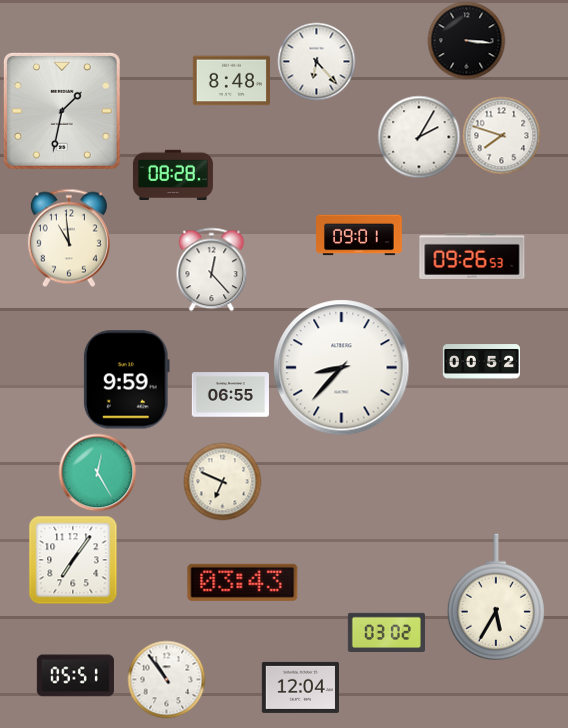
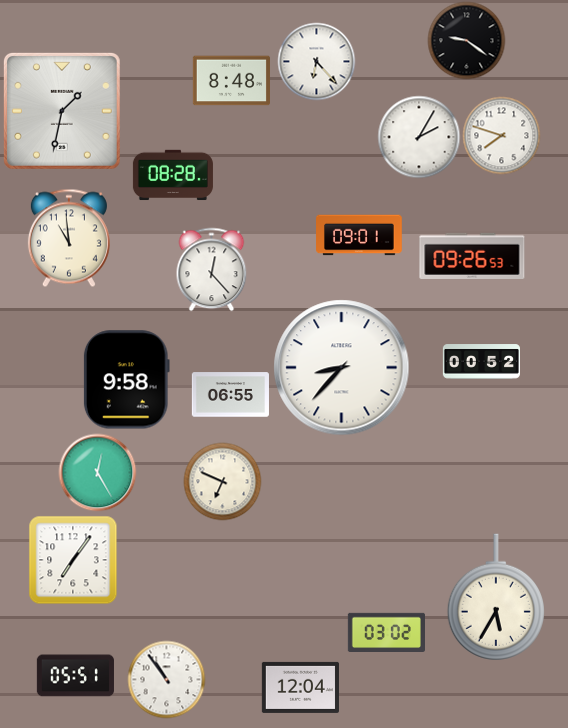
clock at (466, 40): 3:16 -> 9:21
clock at (126, 380): 9:59 -> 9:58
clock at (243, 582): 03:43 -> none
